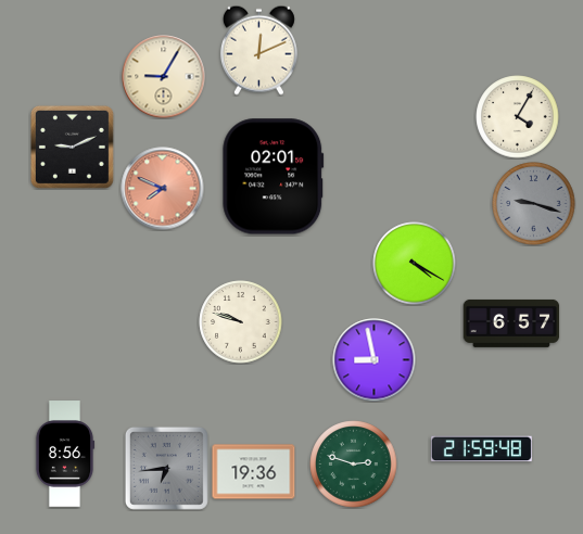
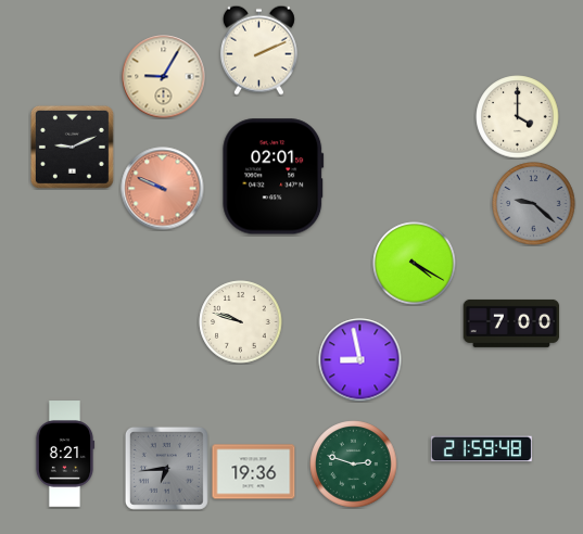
clock at (258, 50): 12:11 -> 2:11
clock at (518, 117): 4:05 -> 4:00
clock at (163, 189): 7:49 -> 9:49
clock at (534, 204): 9:18 -> 9:22
clock at (511, 323): 6:57 -> 7:00
clock at (375, 360) position: (375, 360) -> (360, 360)
clock at (65, 454): 8:56 -> 8:21
